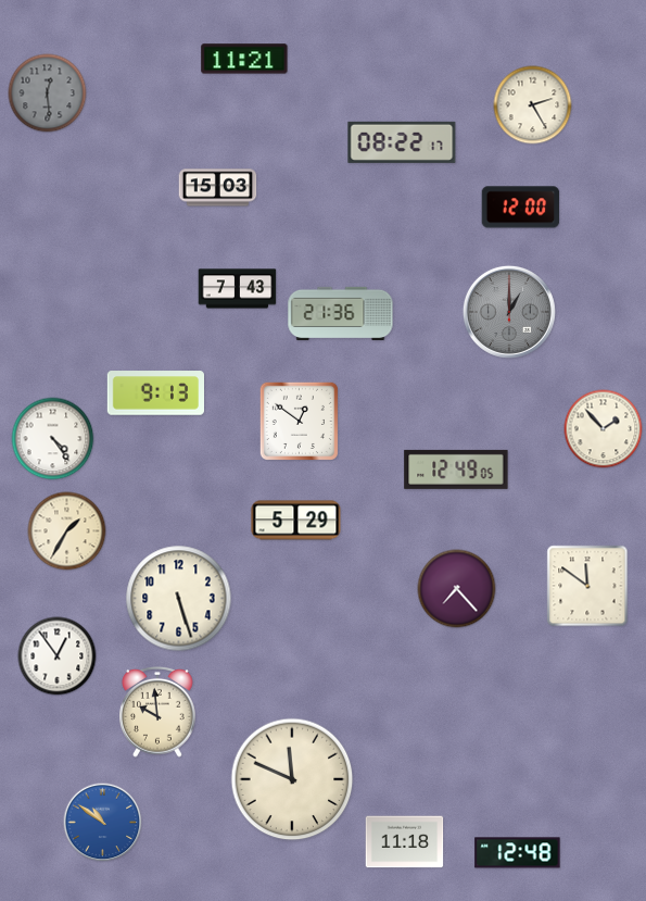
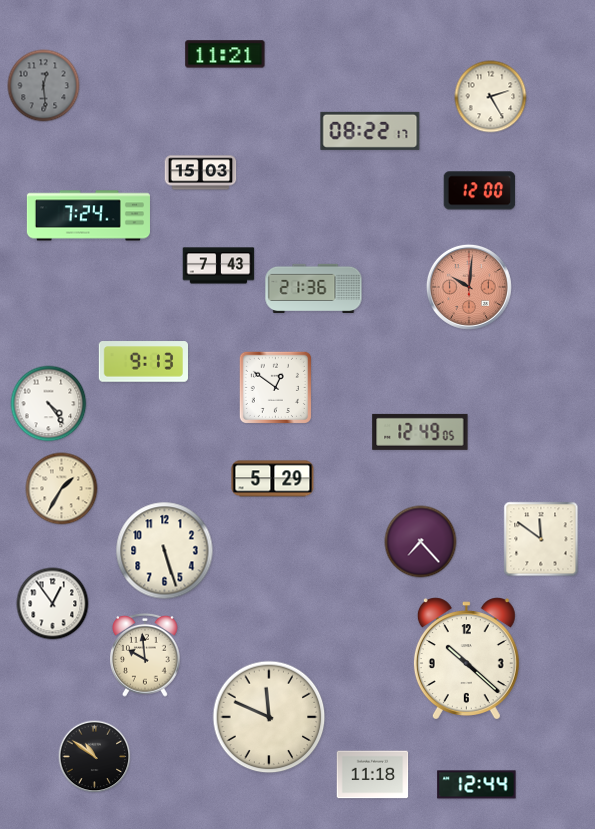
clock at (88, 216): none -> 7:24
clock at (509, 312): 1:00 -> 10:01
clock at (509, 312) dial: grey -> salmon
clock at (604, 429): 1:53 -> none
clock at (466, 659): none -> 10:22
clock at (103, 823) dial: blue -> black
clock at (518, 853): 12:48 -> 12:44
